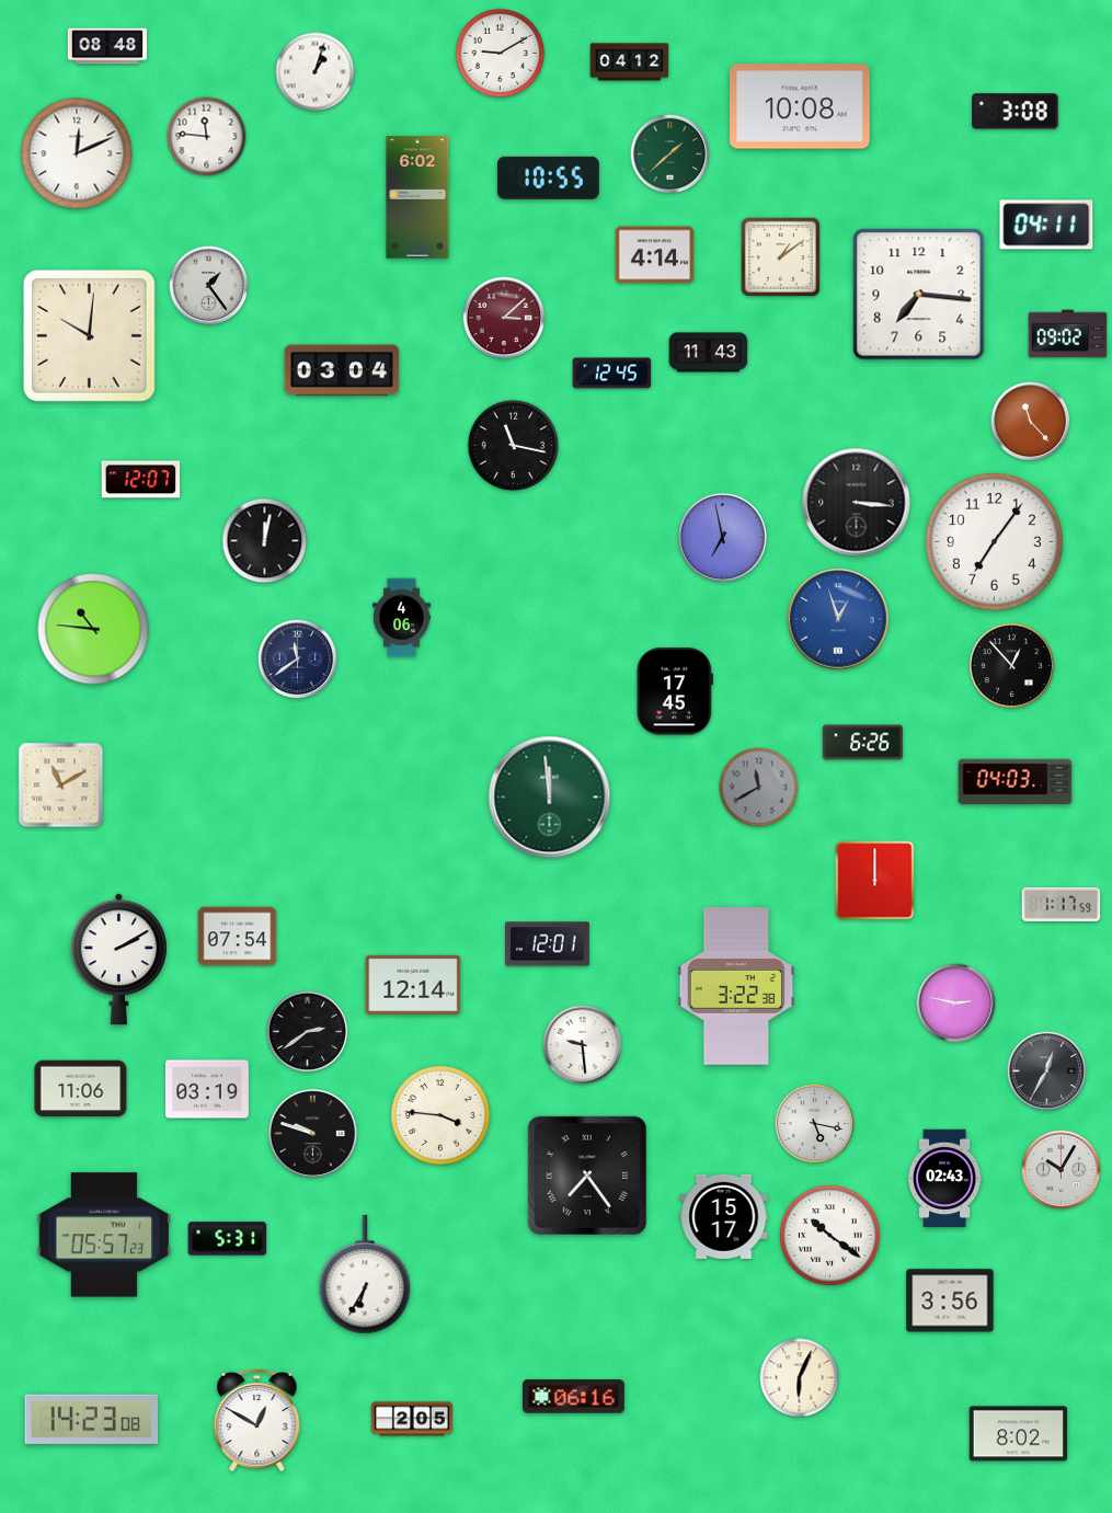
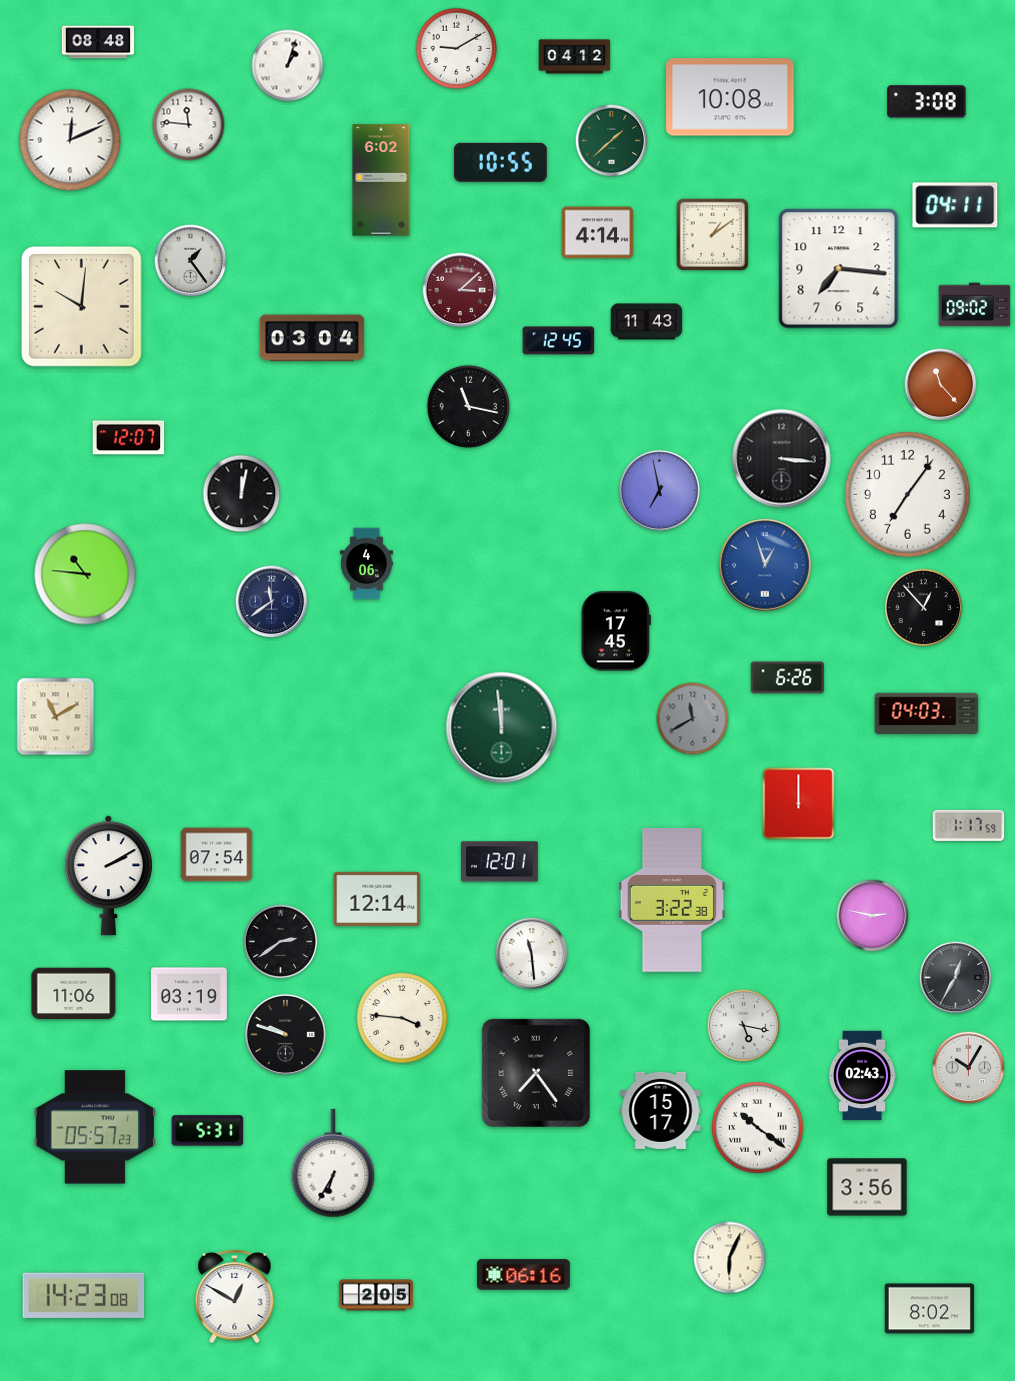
clock at (583, 1045): 9:29 -> 11:29
